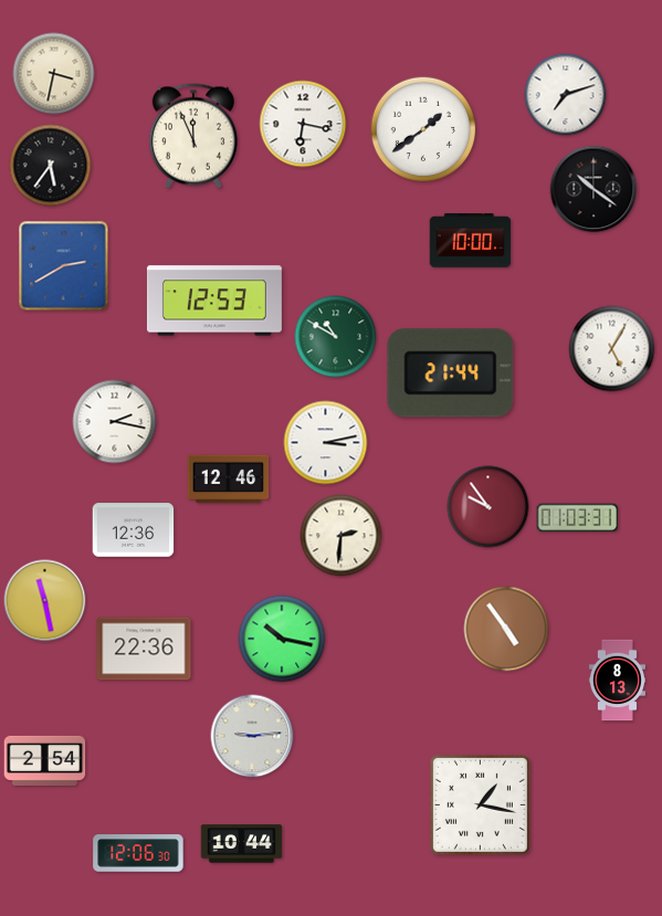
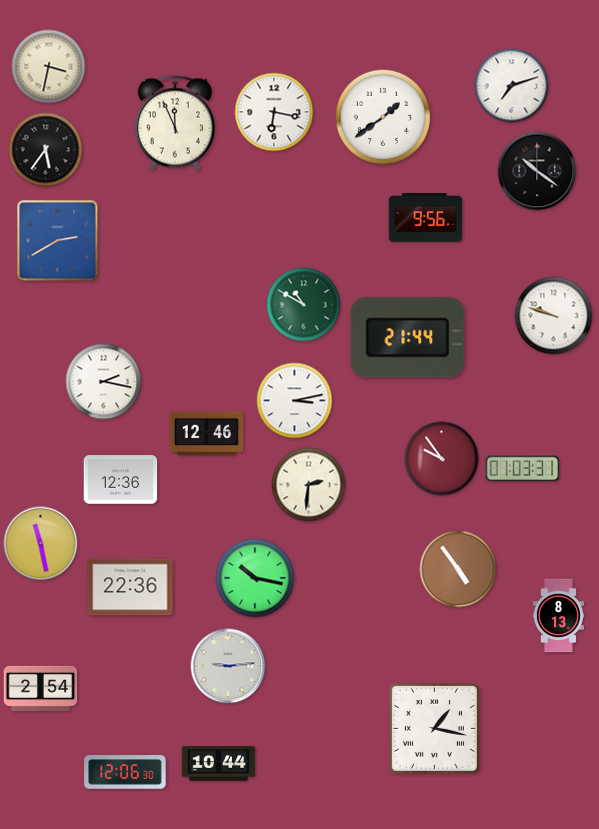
clock at (471, 241): 10:00 -> 9:56
clock at (214, 301): 12:53 -> none
clock at (612, 349): 5:05 -> 9:48
